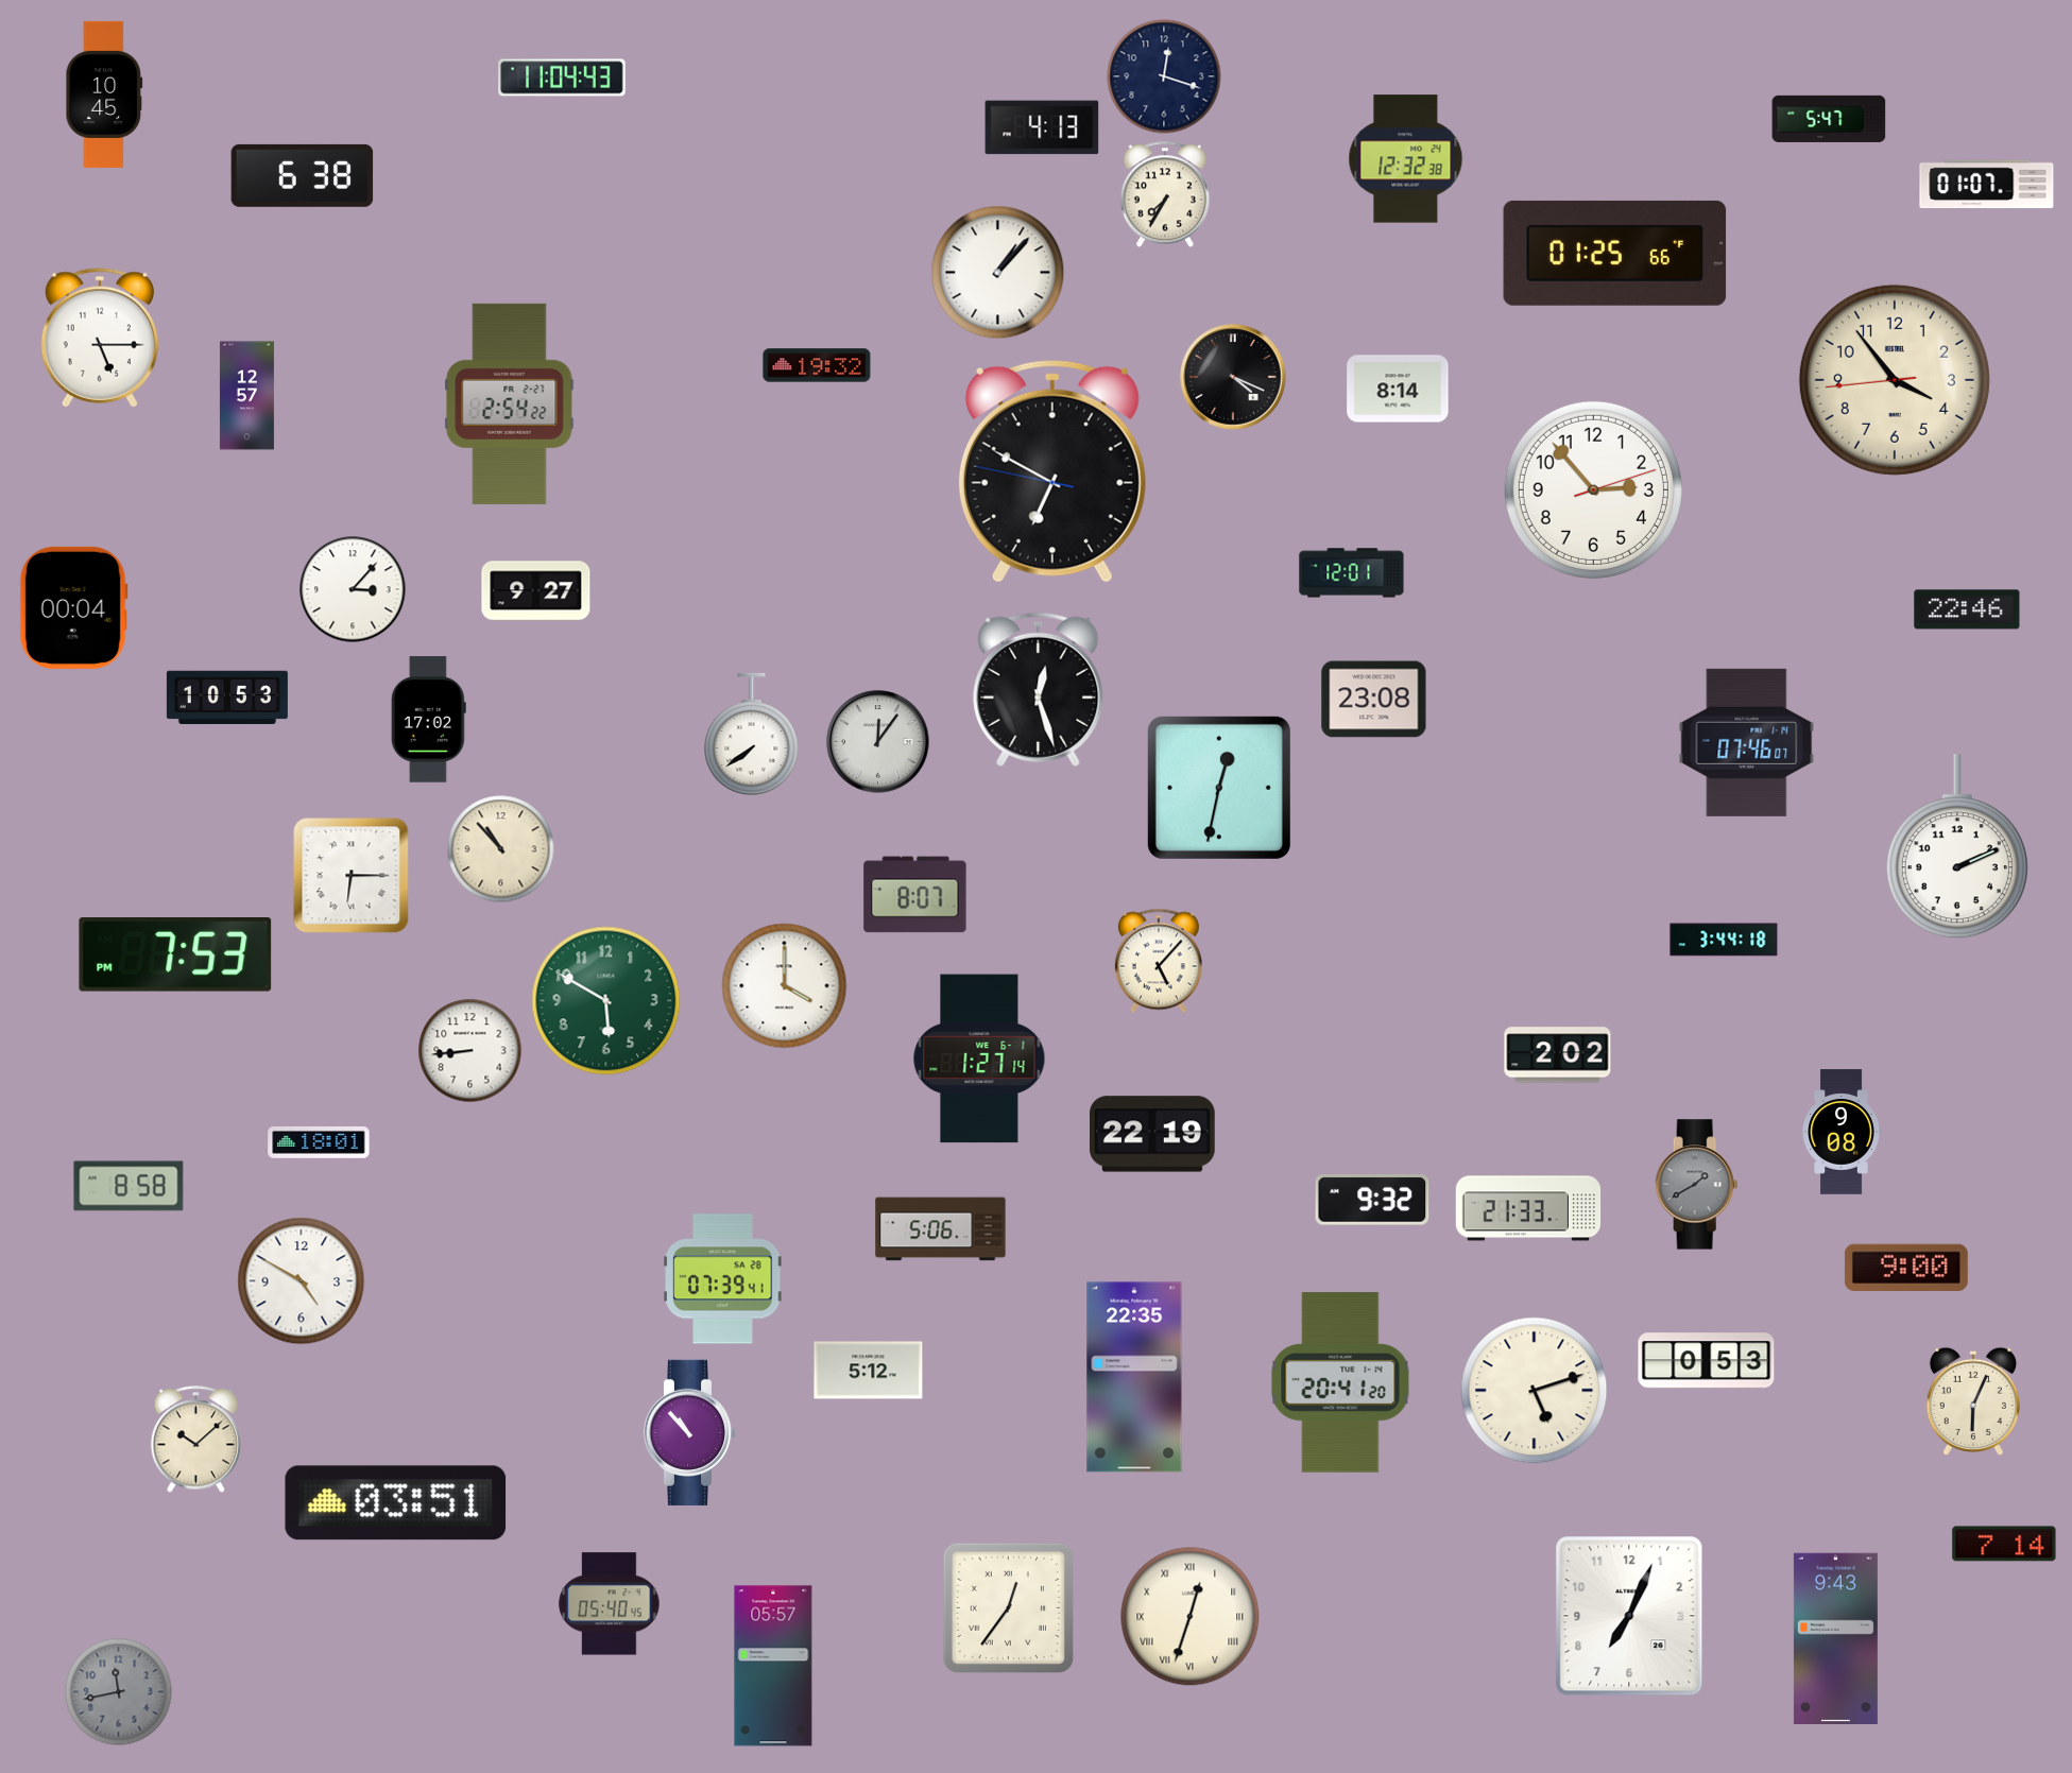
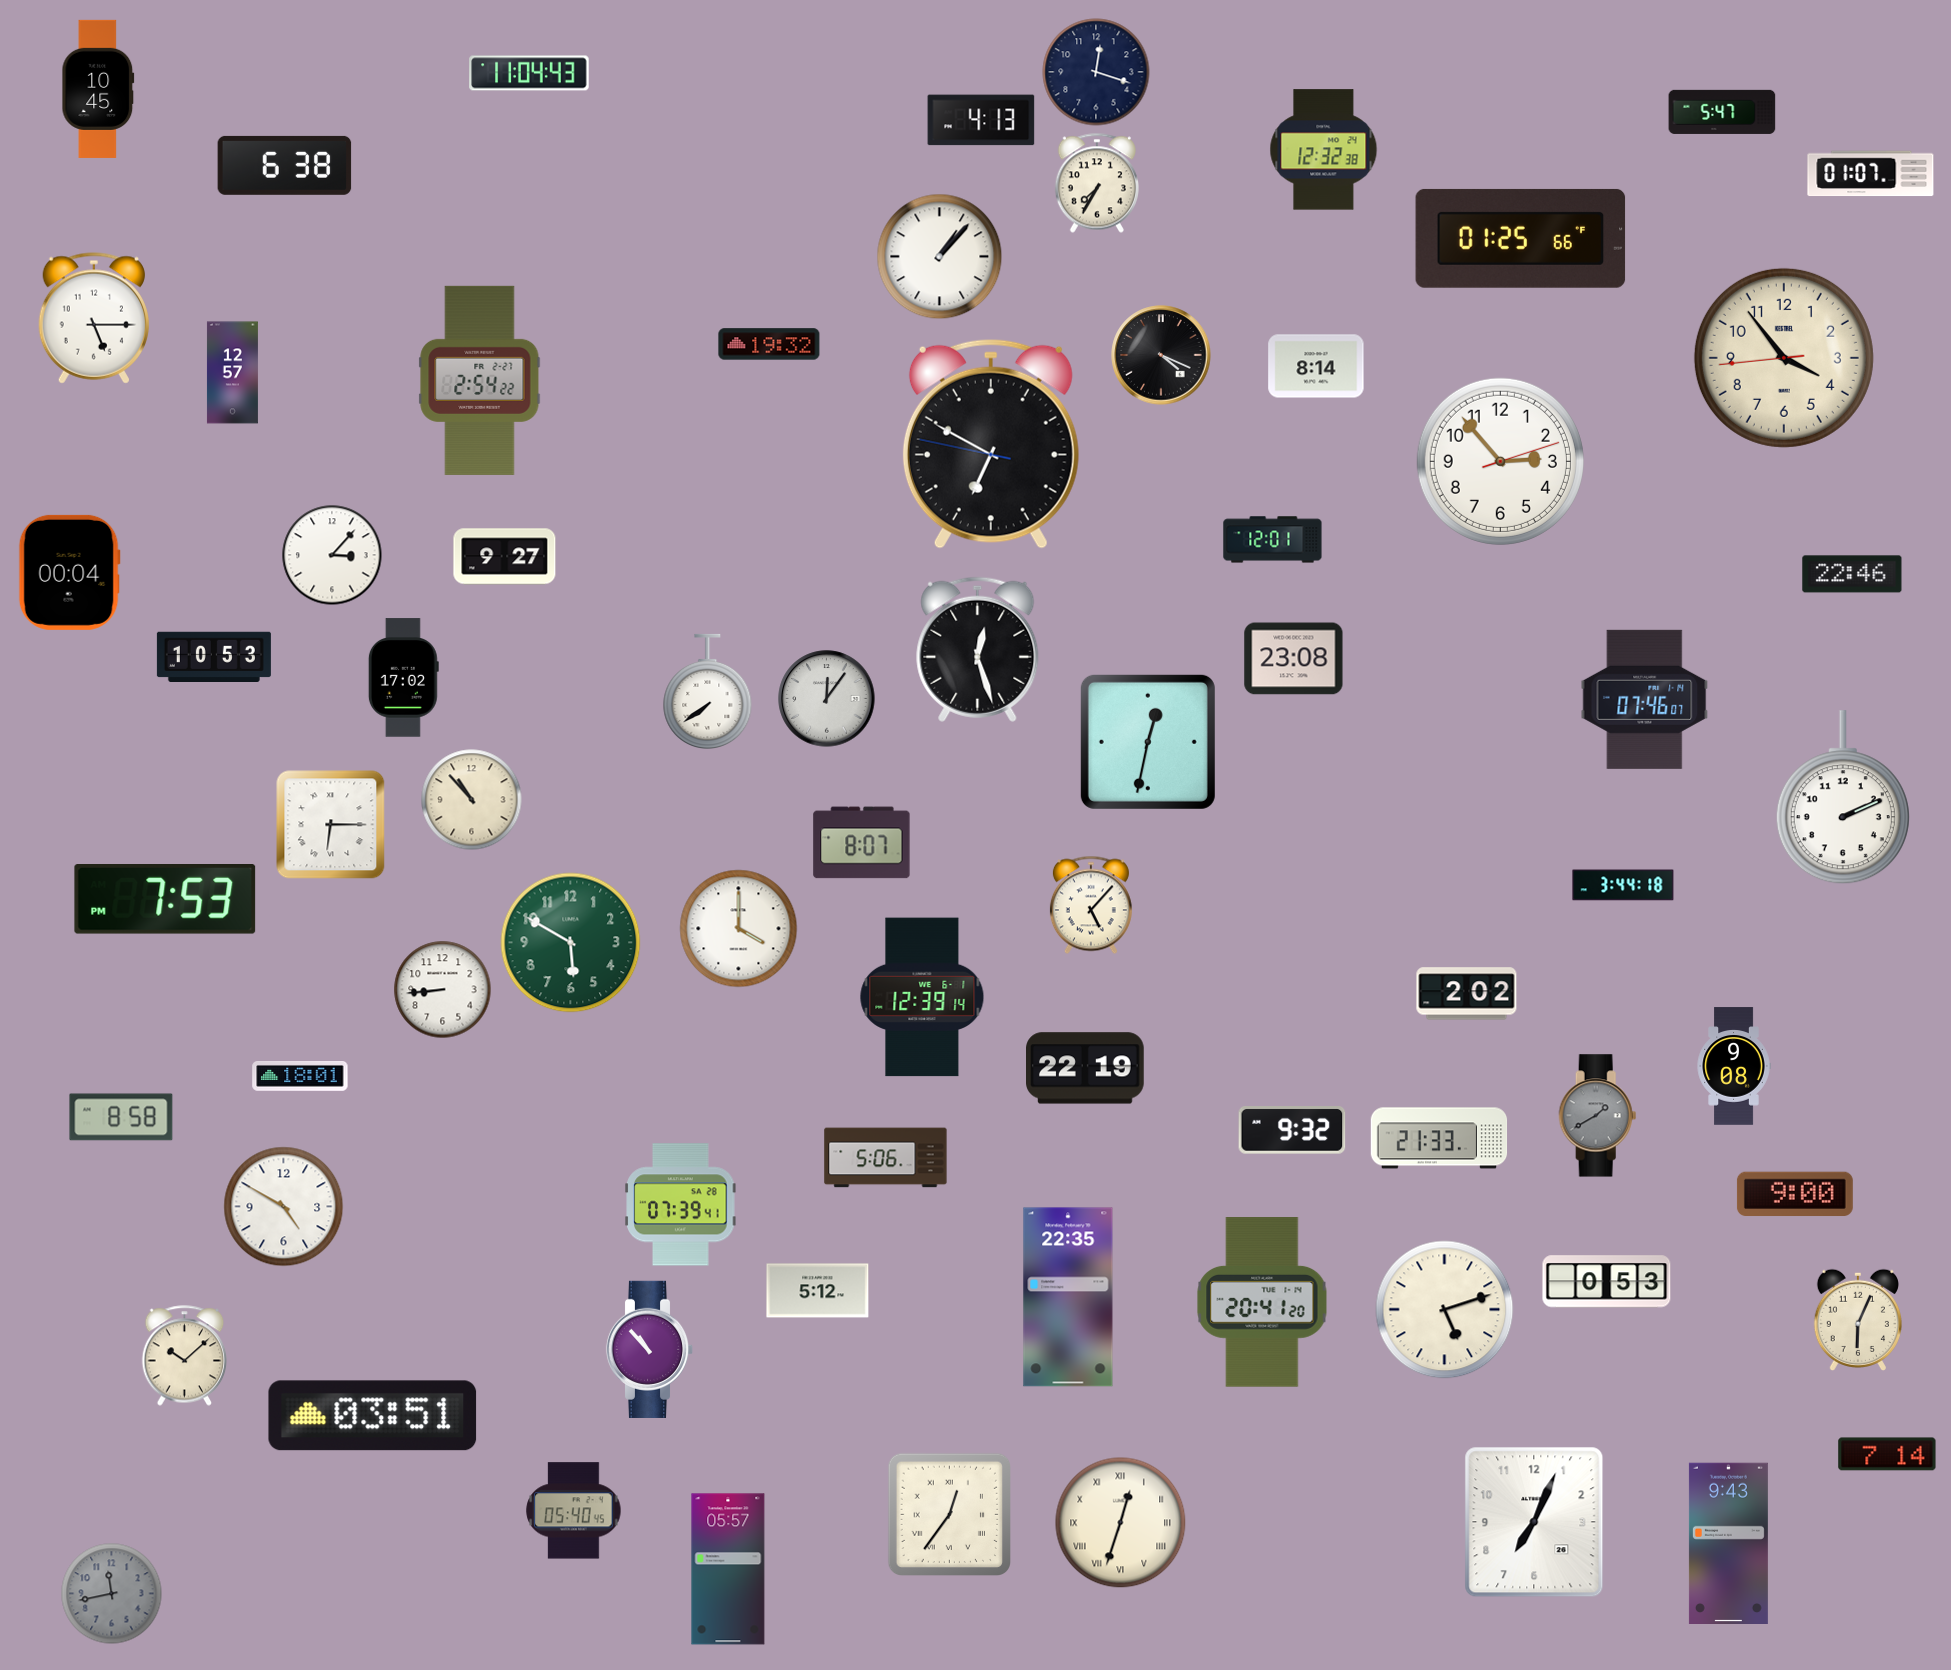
clock at (979, 1058): 1:27 -> 12:39
